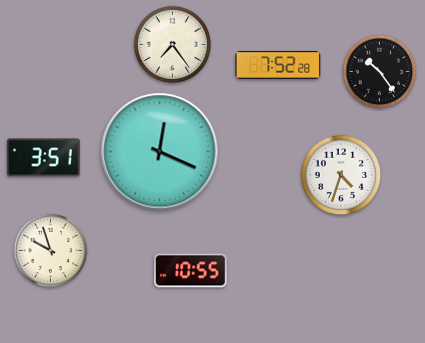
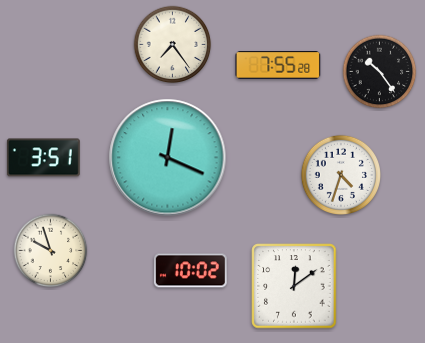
clock at (278, 66): 7:52 -> 7:55
clock at (160, 152) position: (160, 152) -> (168, 158)
clock at (190, 271): 10:55 -> 10:02
clock at (294, 286): none -> 12:09
